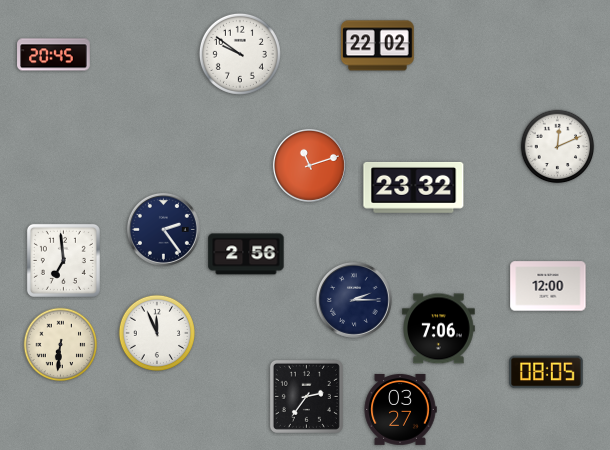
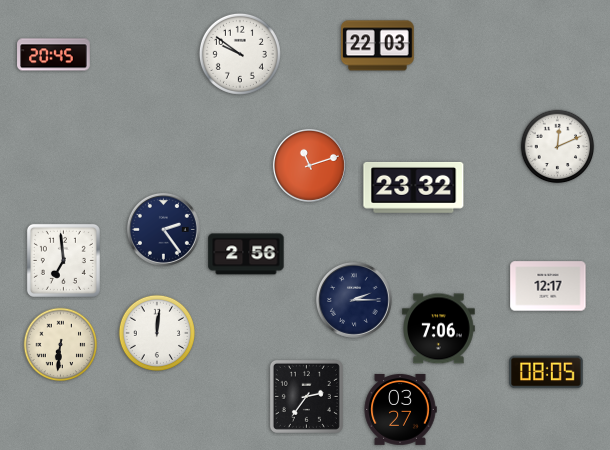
clock at (378, 46): 22:02 -> 22:03
clock at (548, 286): 12:00 -> 12:17
clock at (157, 333): 11:56 -> 12:01
